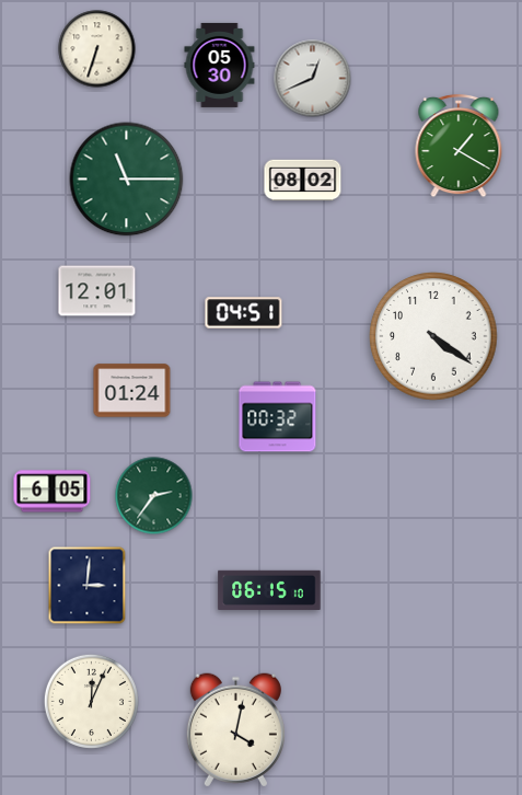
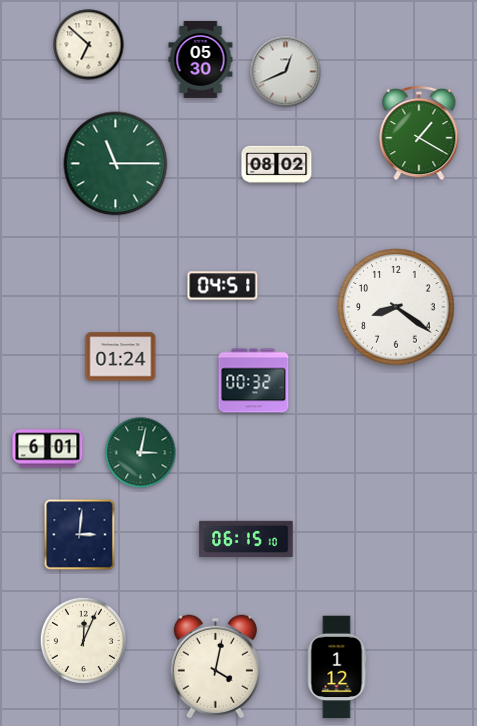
clock at (97, 49): 6:33 -> 6:52
clock at (97, 291): 12:01 -> none
clock at (433, 336): 4:21 -> 8:21
clock at (53, 492): 6:05 -> 6:01
clock at (154, 496): 2:36 -> 3:02
clock at (337, 667): none -> 1:12
